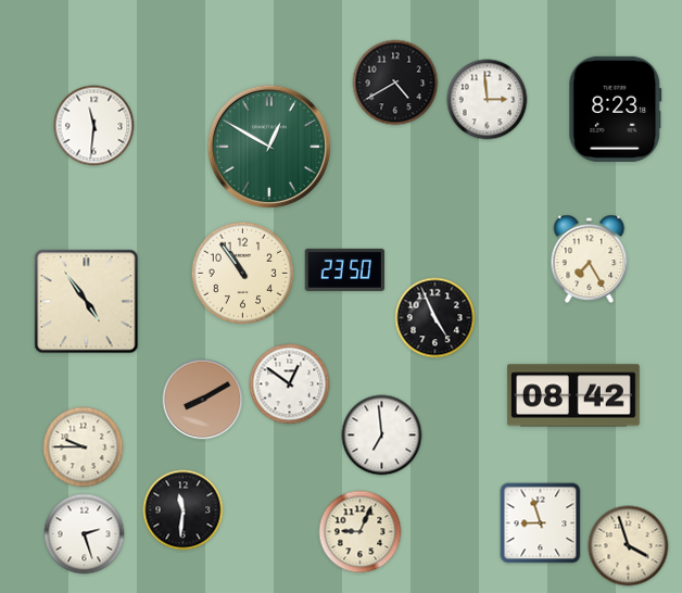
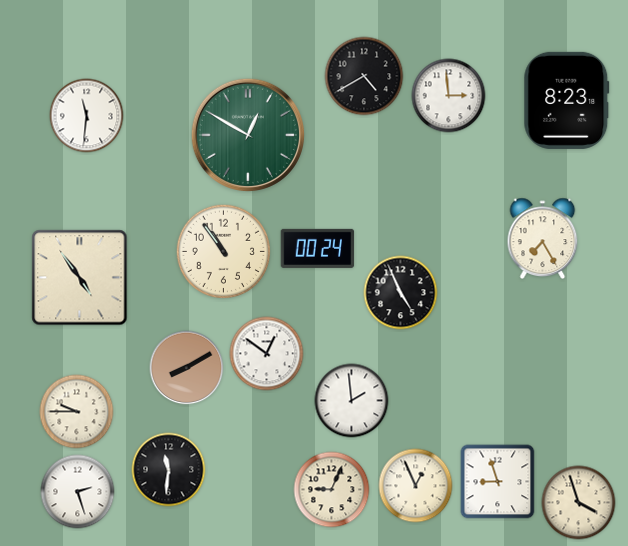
clock at (488, 100) position: (488, 100) -> (449, 96)
clock at (345, 269): 23:50 -> 00:24
clock at (574, 395): 08:42 -> none
clock at (382, 436): 6:59 -> 1:59
clock at (416, 486): none -> 12:56
